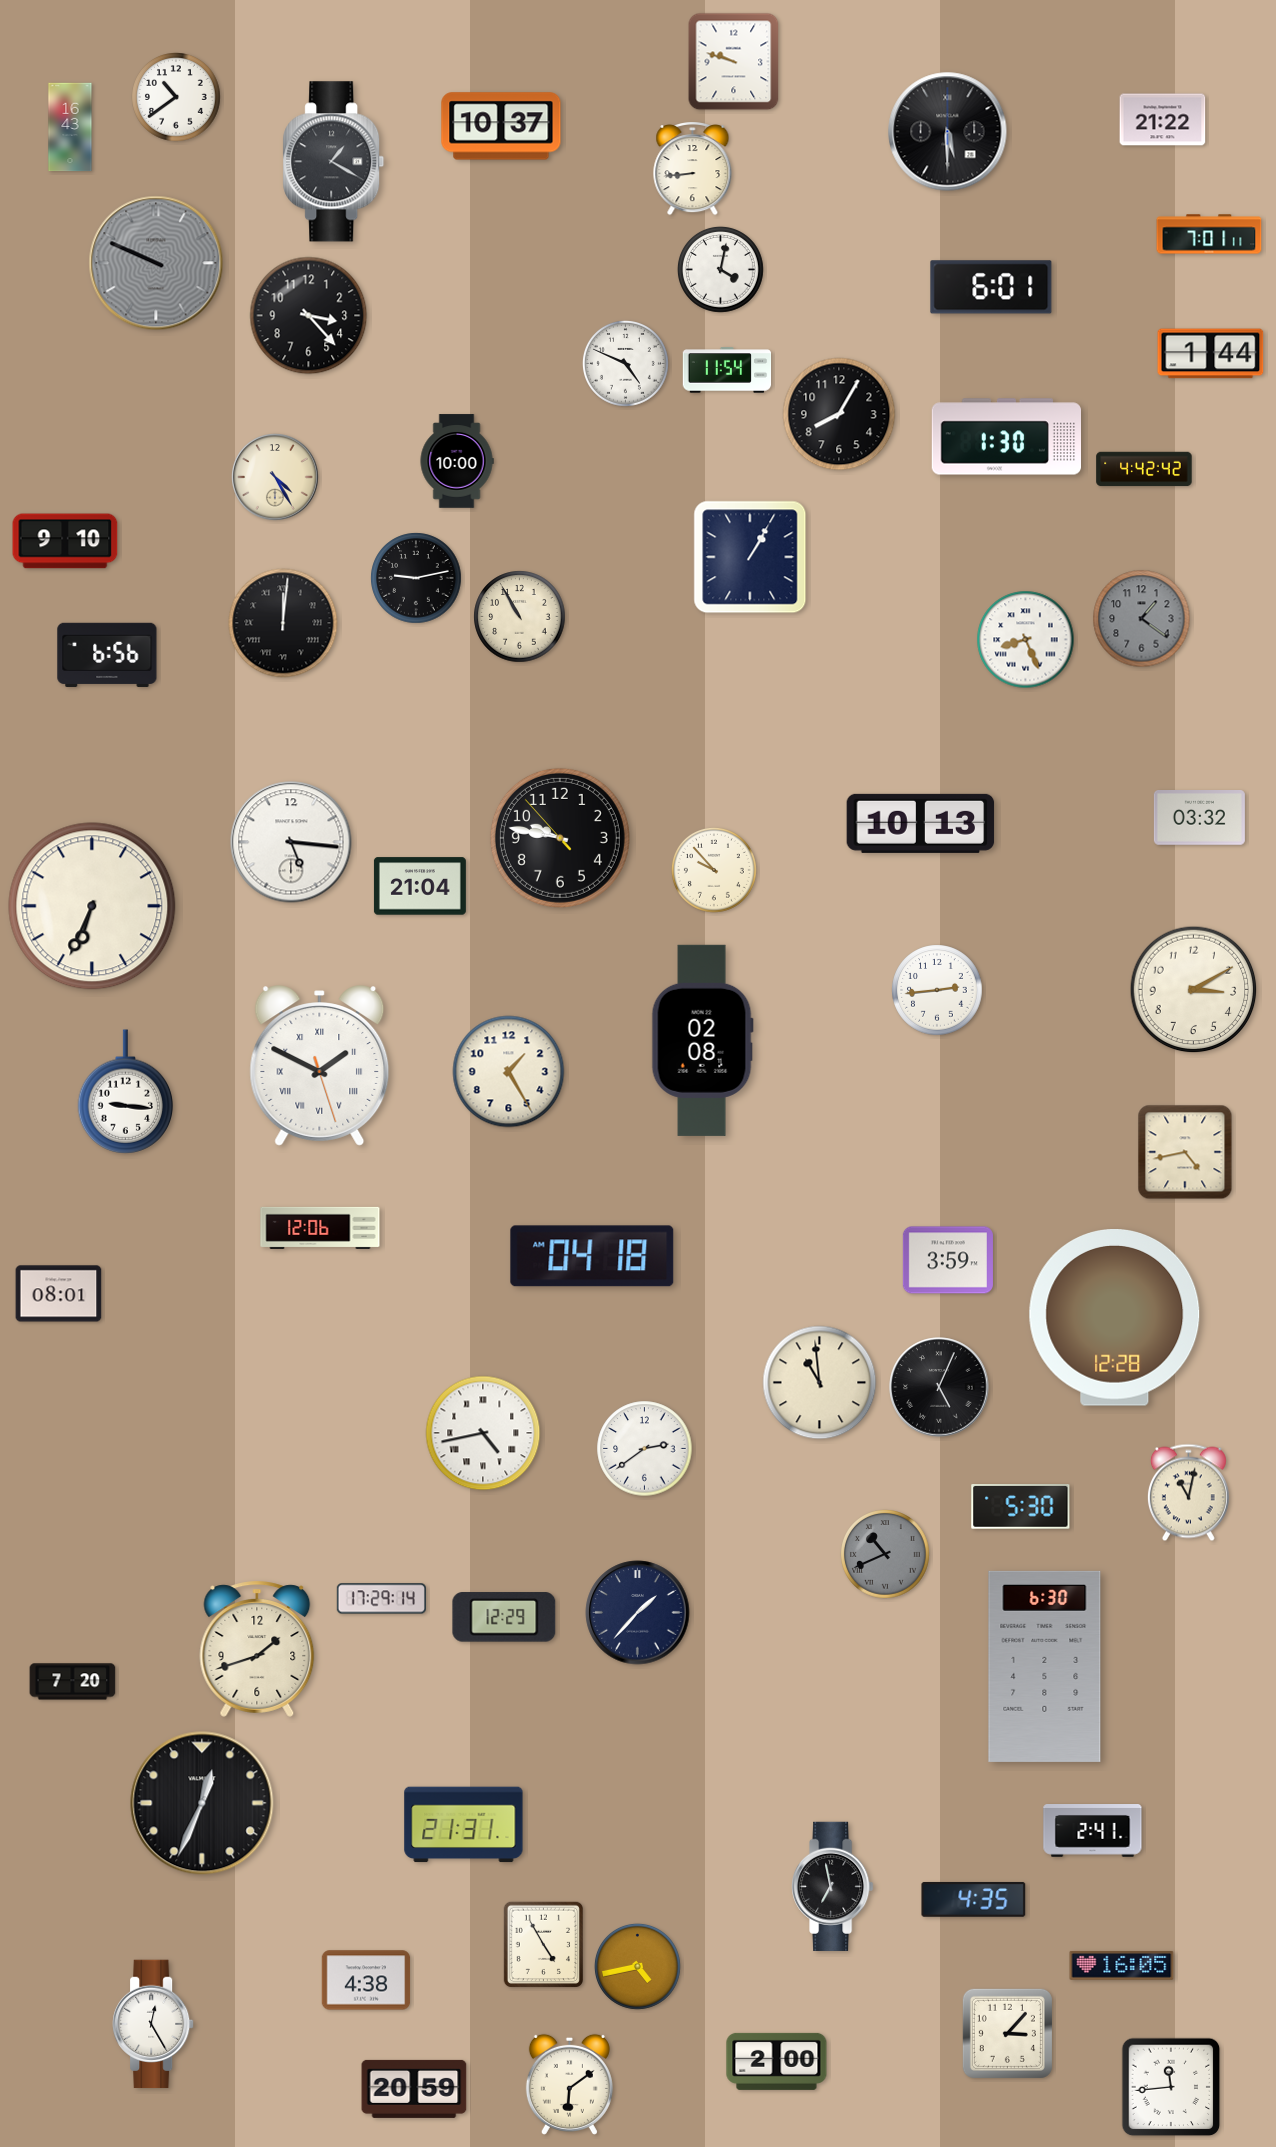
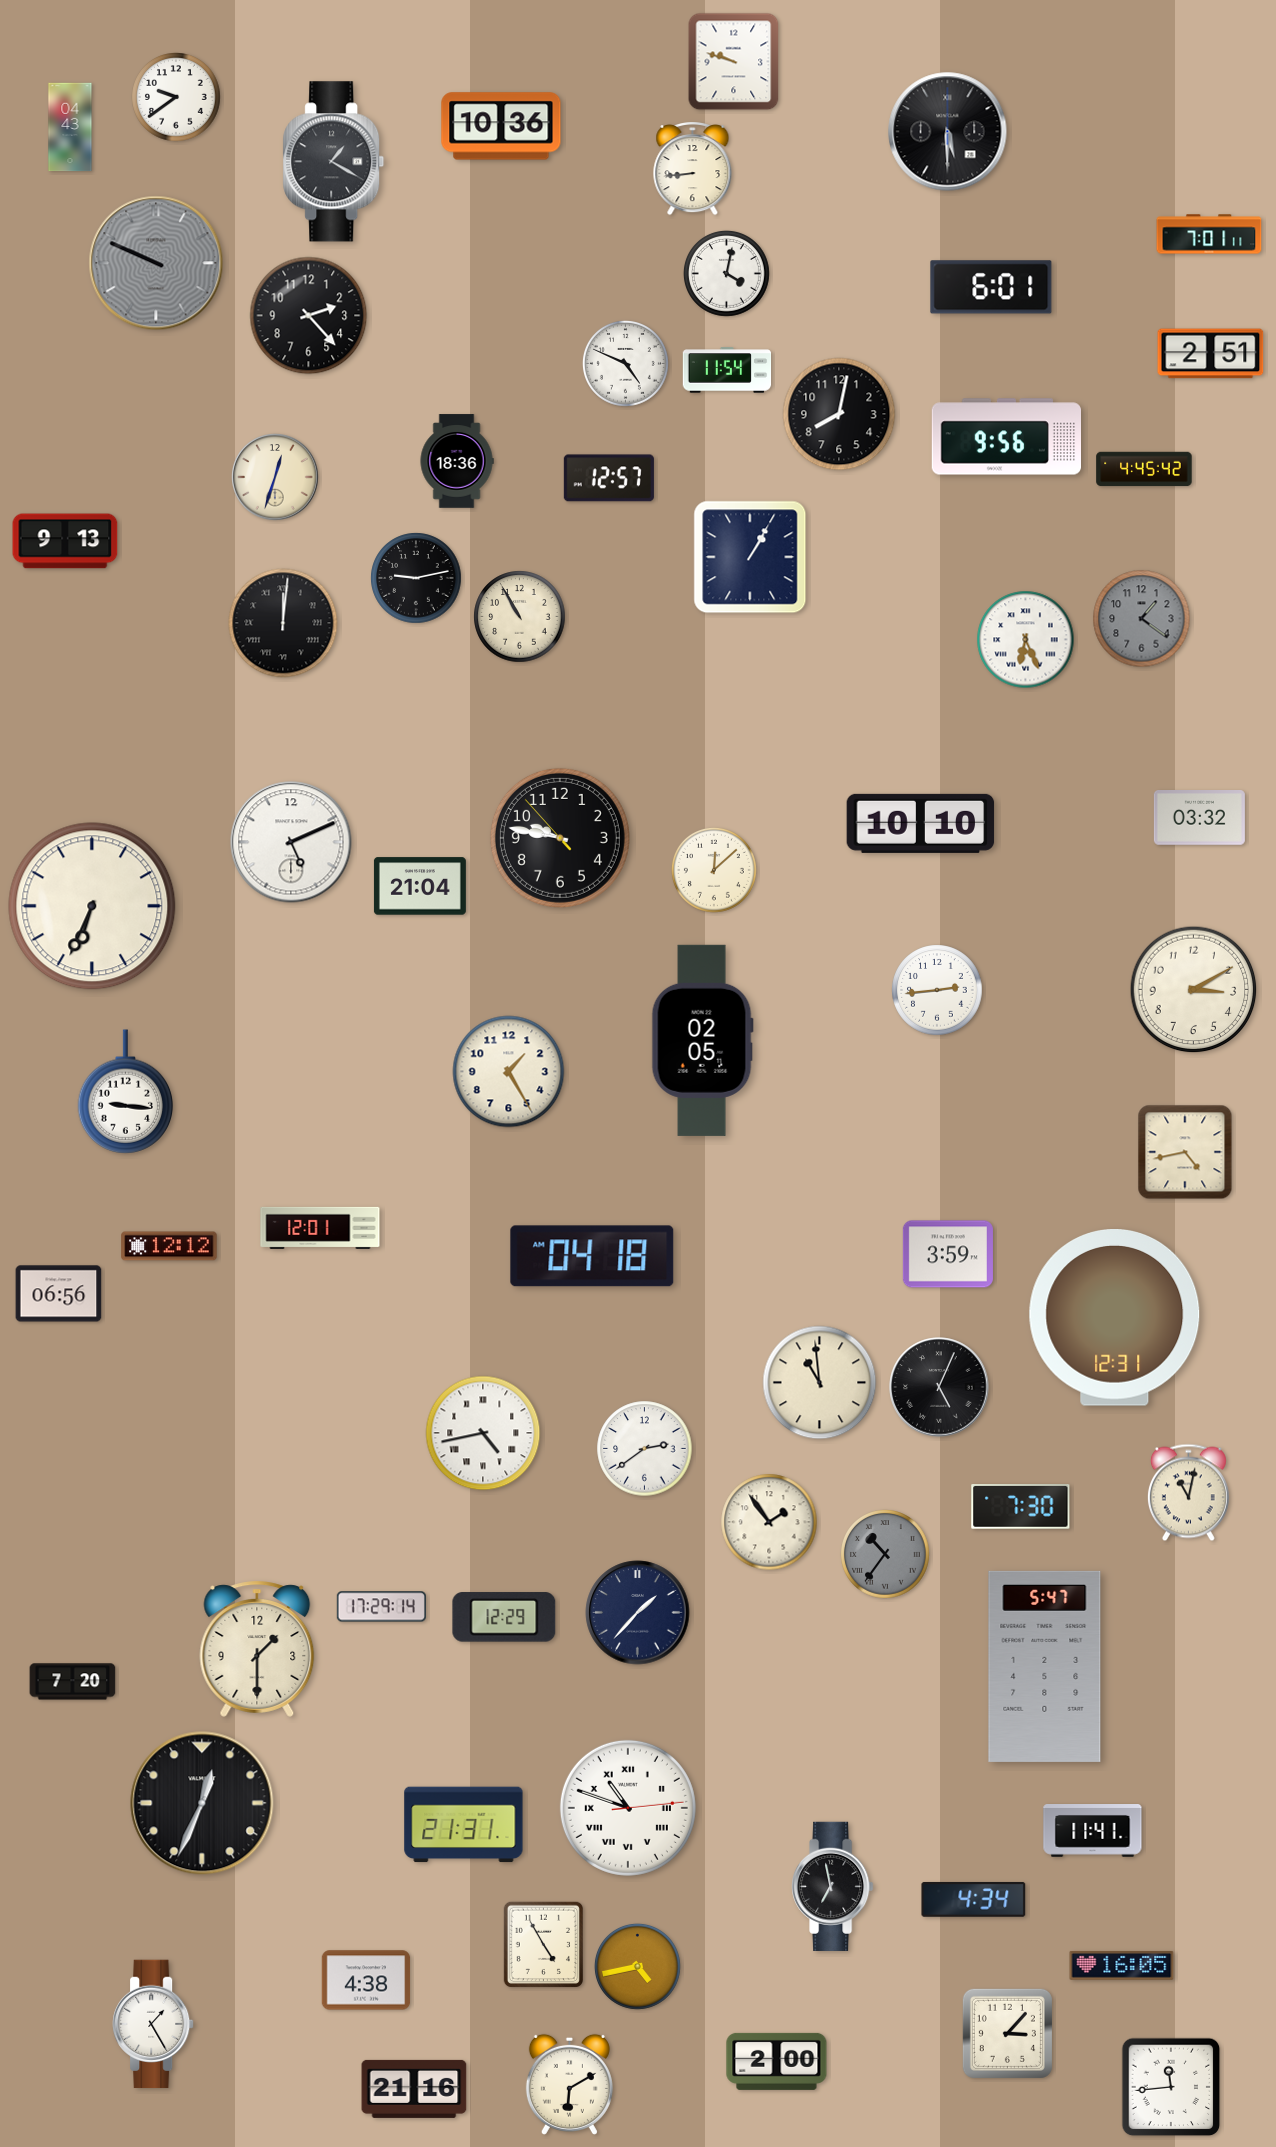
clock at (176, 97): 10:39 -> 9:39
clock at (1163, 120): 21:22 -> none
clock at (501, 126): 10:37 -> 10:36
clock at (70, 127): 16:43 -> 04:43
clock at (720, 269) position: (720, 269) -> (726, 273)
clock at (309, 316): 3:23 -> 2:23
clock at (1211, 354): 1:44 -> 2:51
clock at (839, 414): 8:05 -> 8:02
clock at (1006, 437): 1:30 -> 9:56
clock at (457, 461): 10:00 -> 18:36
clock at (1144, 469): 4:42 -> 4:45
clock at (276, 478): 4:25 -> 12:33
clock at (609, 478): none -> 12:57
clock at (65, 541): 9:10 -> 9:13
clock at (1026, 640): 8:26 -> 6:26
clock at (107, 655): 6:56 -> none
clock at (921, 823): 10:13 -> 10:10
clock at (291, 842): 5:16 -> 5:11
clock at (714, 870): 9:53 -> 12:08
clock at (702, 1040): 02:08 -> 02:05
clock at (320, 1066): 1:49 -> none
clock at (320, 1228): 12:06 -> 12:01
clock at (169, 1246): none -> 12:12
clock at (948, 1260) position: (948, 1260) -> (948, 1254)
clock at (59, 1294): 08:01 -> 06:56
clock at (1115, 1318): 12:28 -> 12:31
clock at (1021, 1507): 5:30 -> 7:30
clock at (769, 1522): none -> 1:54
clock at (885, 1554): 10:41 -> 10:36
clock at (381, 1599) position: (381, 1599) -> (381, 1607)
clock at (257, 1649): 1:42 -> 1:30
clock at (1045, 1666): 6:30 -> 5:47
clock at (628, 1808): none -> 10:48
clock at (1093, 1831): 2:41 -> 11:41
clock at (974, 1899): 4:35 -> 4:34
clock at (153, 2024): 12:25 -> 1:25
clock at (569, 2084): 6:09 -> 6:10
clock at (414, 2089): 20:59 -> 21:16
